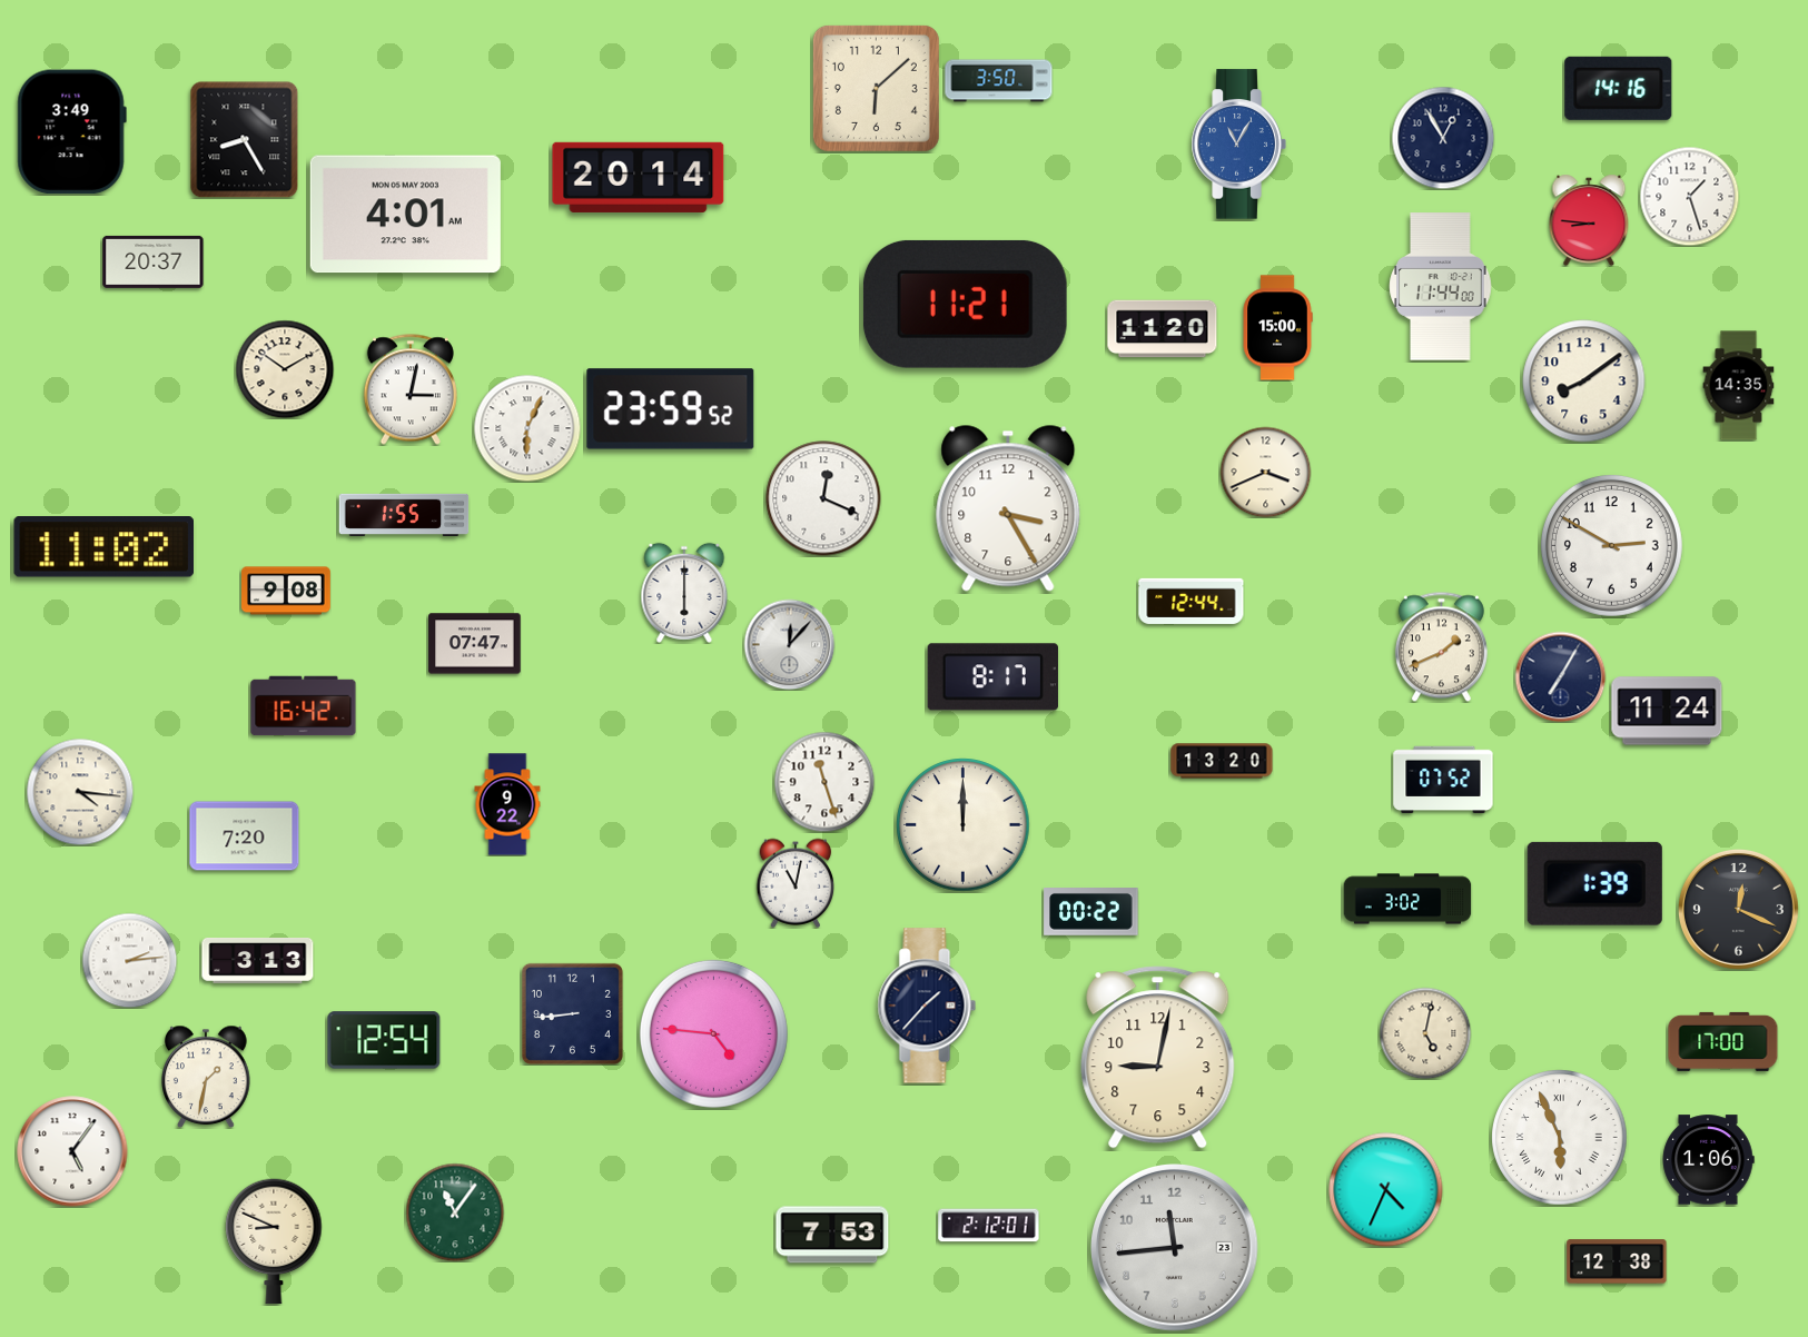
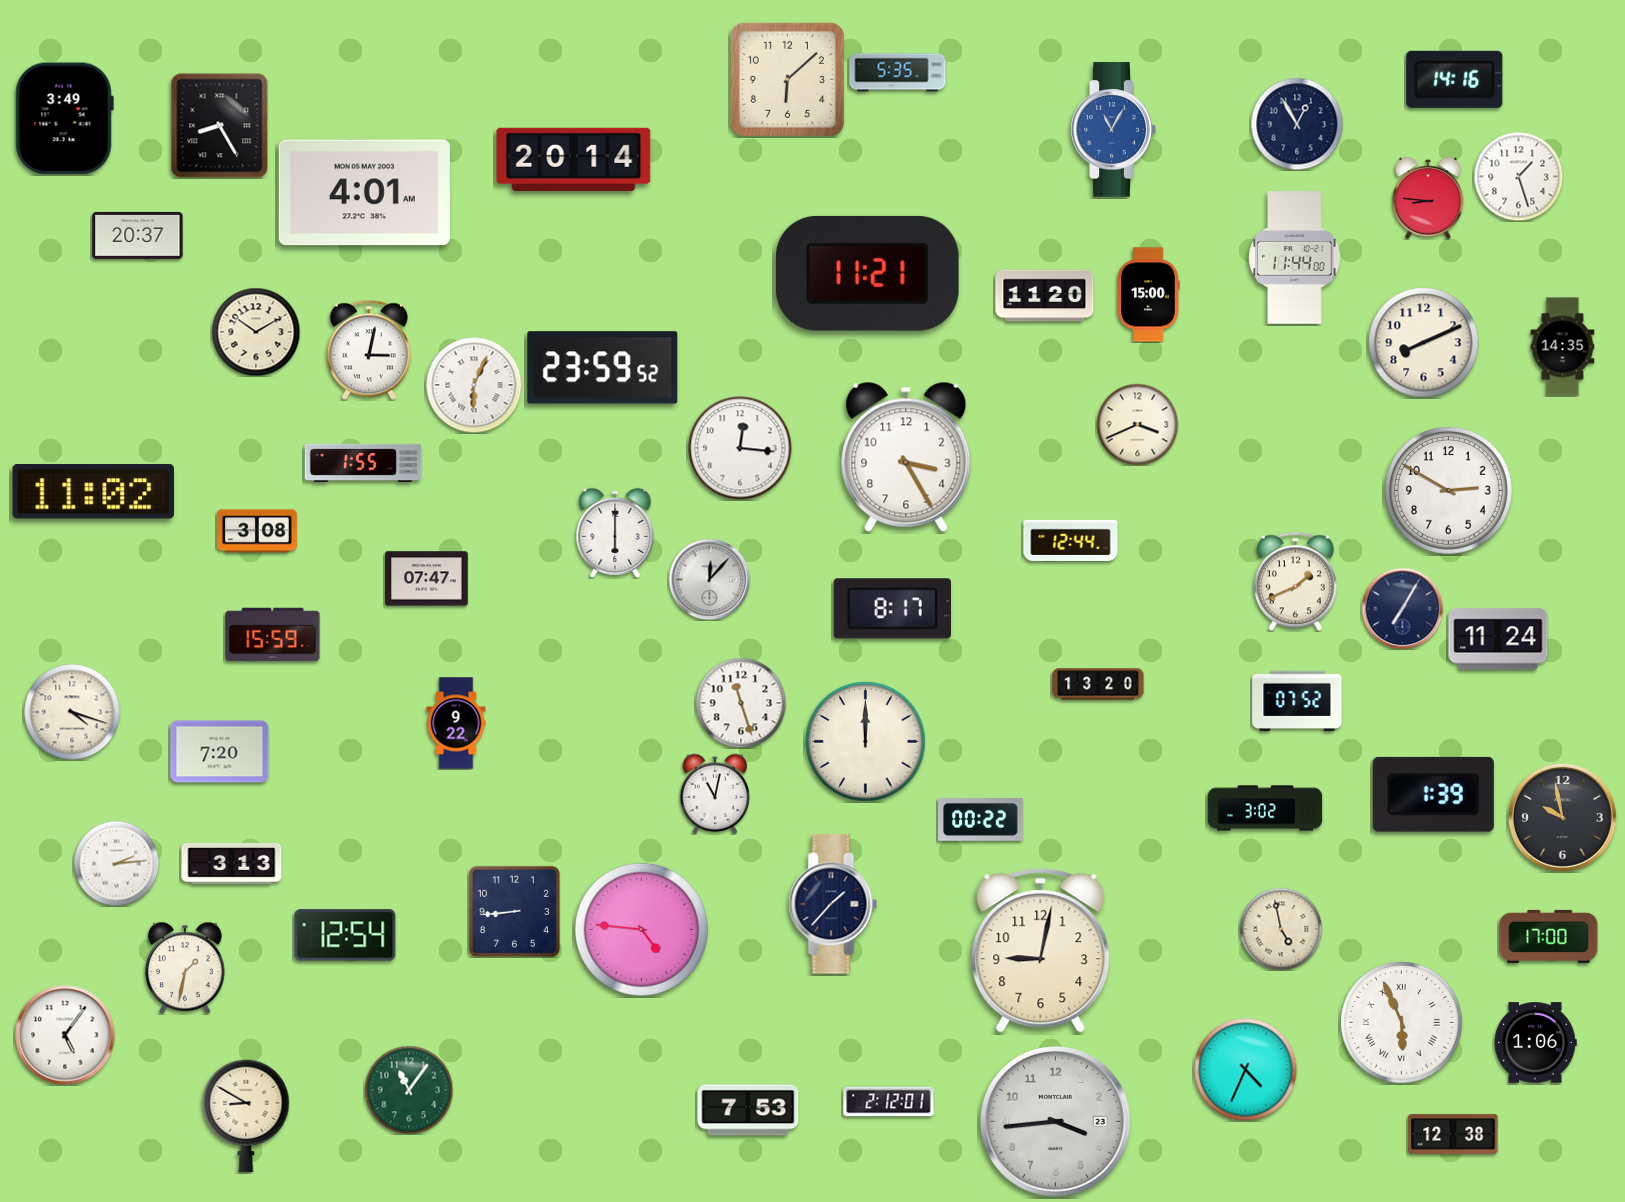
clock at (999, 81): 3:50 -> 5:35
clock at (1584, 382): 8:09 -> 8:11
clock at (823, 498): 12:19 -> 12:16
clock at (287, 591): 9:08 -> 3:08
clock at (304, 706): 16:42 -> 15:59
clock at (80, 792): 4:16 -> 4:18
clock at (1739, 910): 12:19 -> 9:58
clock at (1425, 1033): 5:02 -> 4:58
clock at (274, 1241): 8:49 -> 8:50
clock at (1175, 1248): 11:44 -> 3:44
